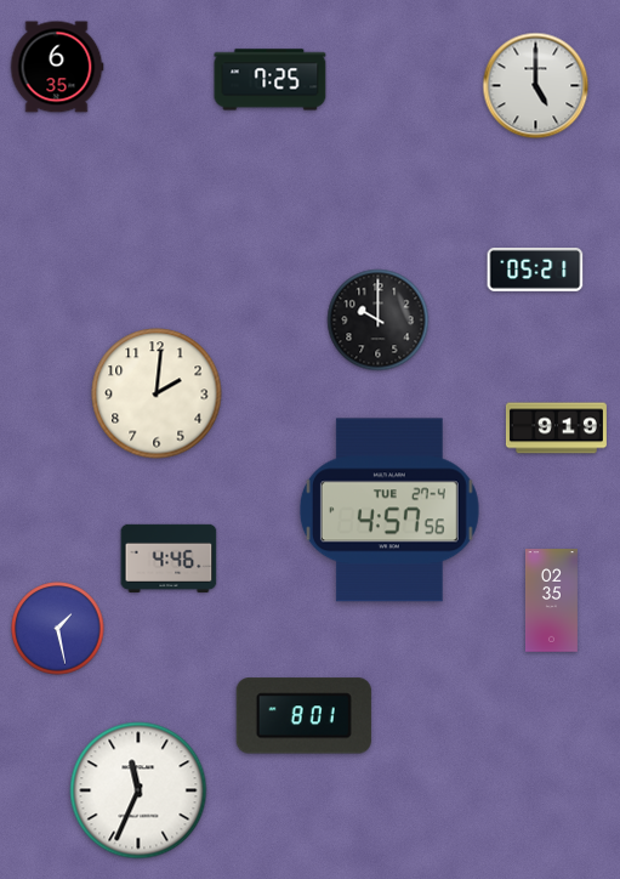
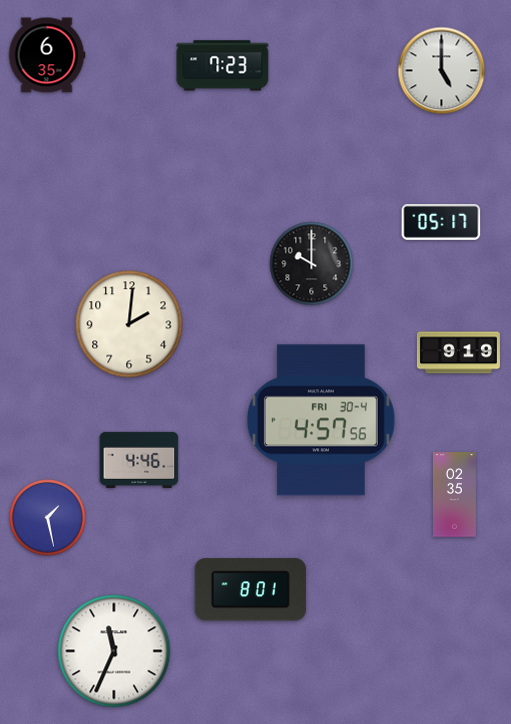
clock at (271, 80): 7:25 -> 7:23
clock at (535, 271): 05:21 -> 05:17
clock at (389, 510) date: TUE 27-4 -> FRI 30-4
